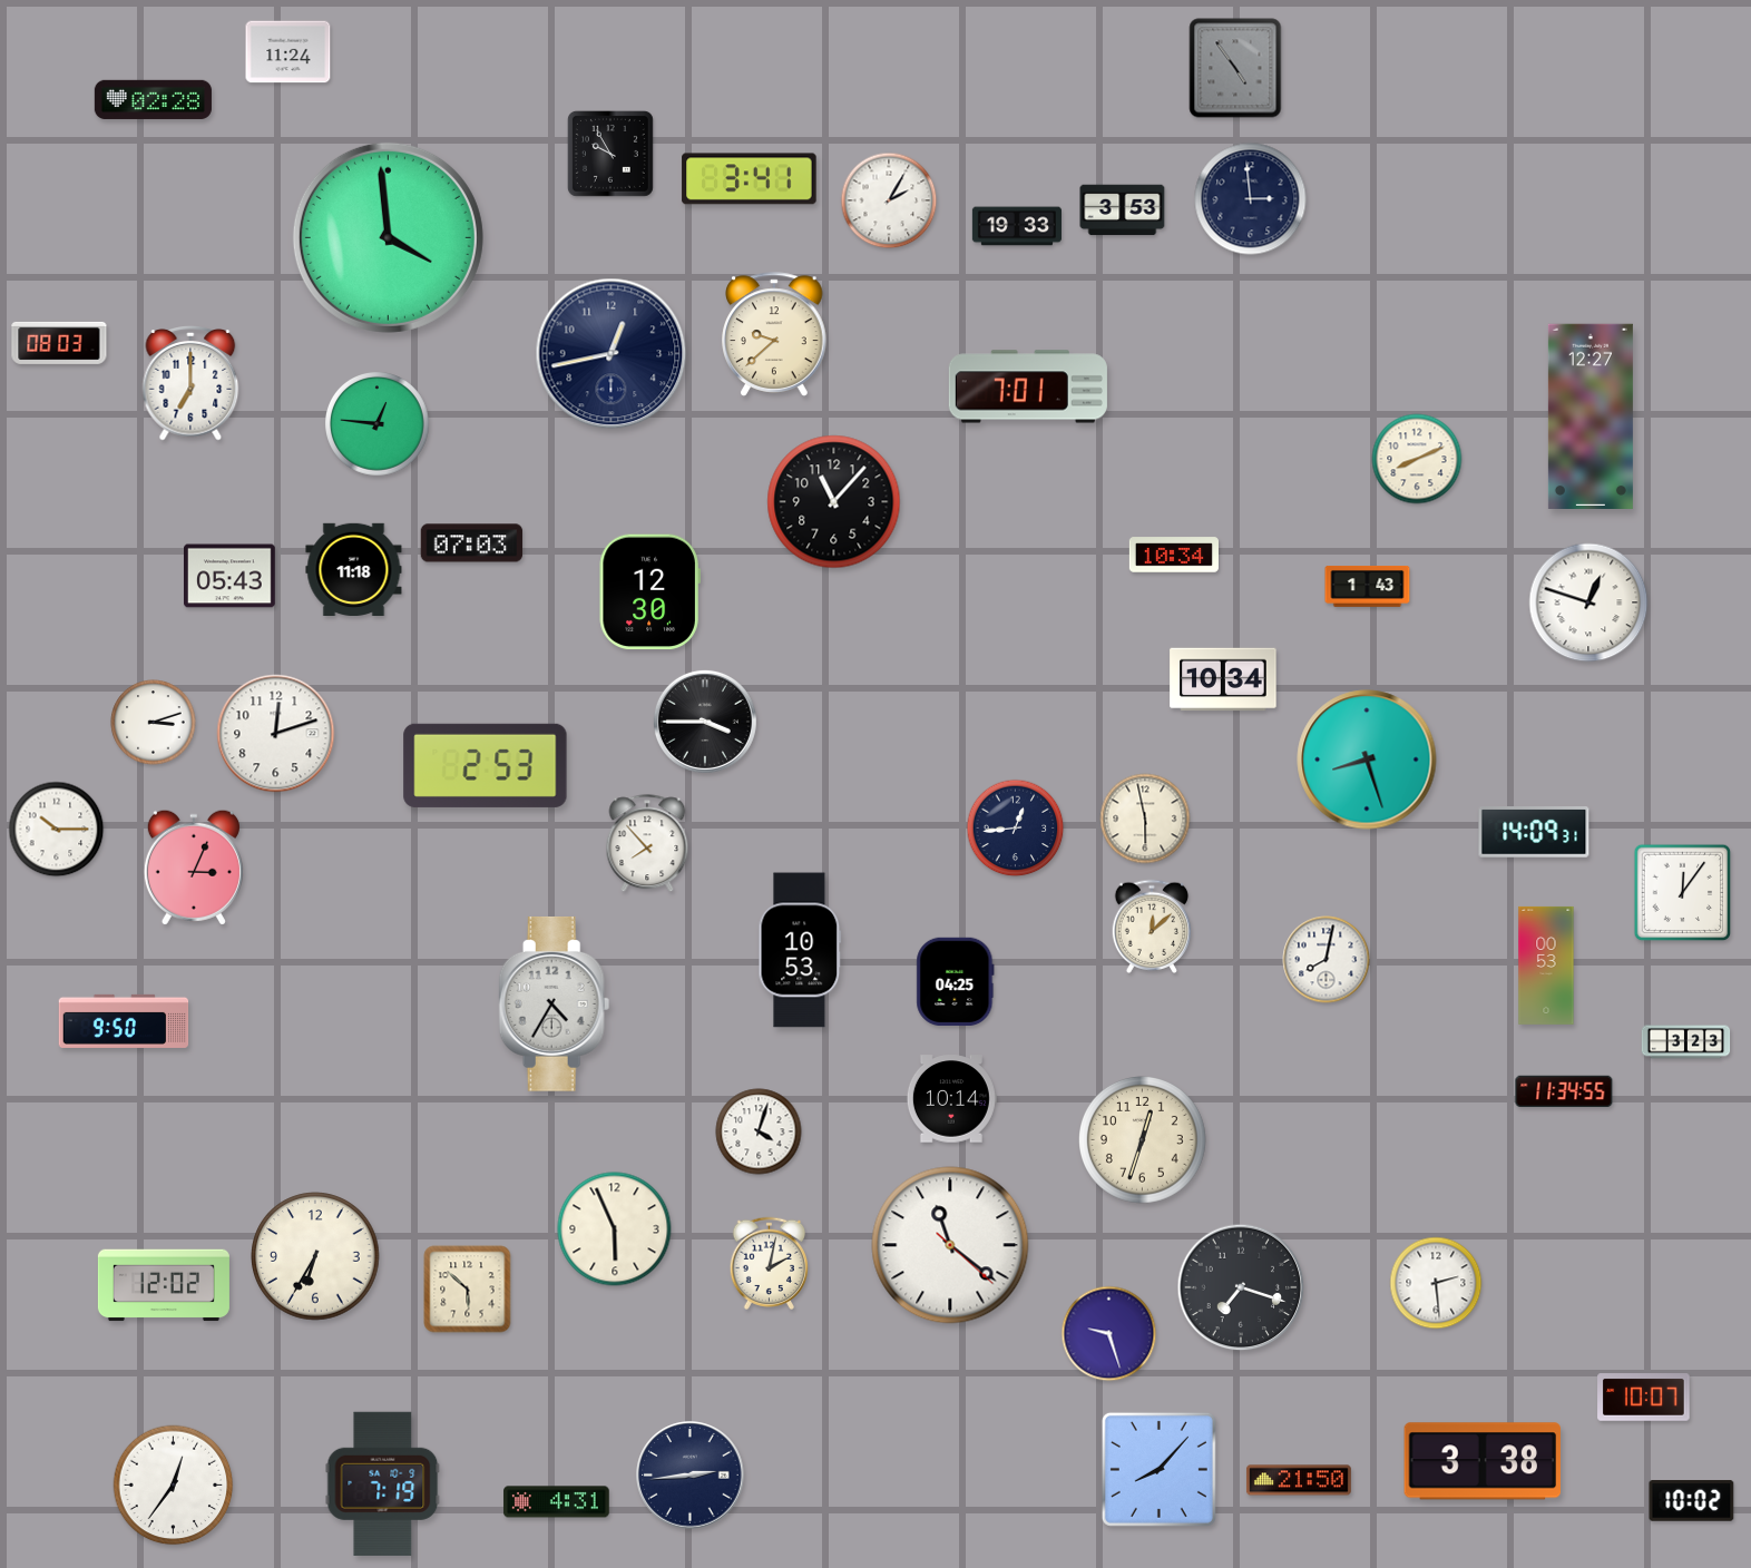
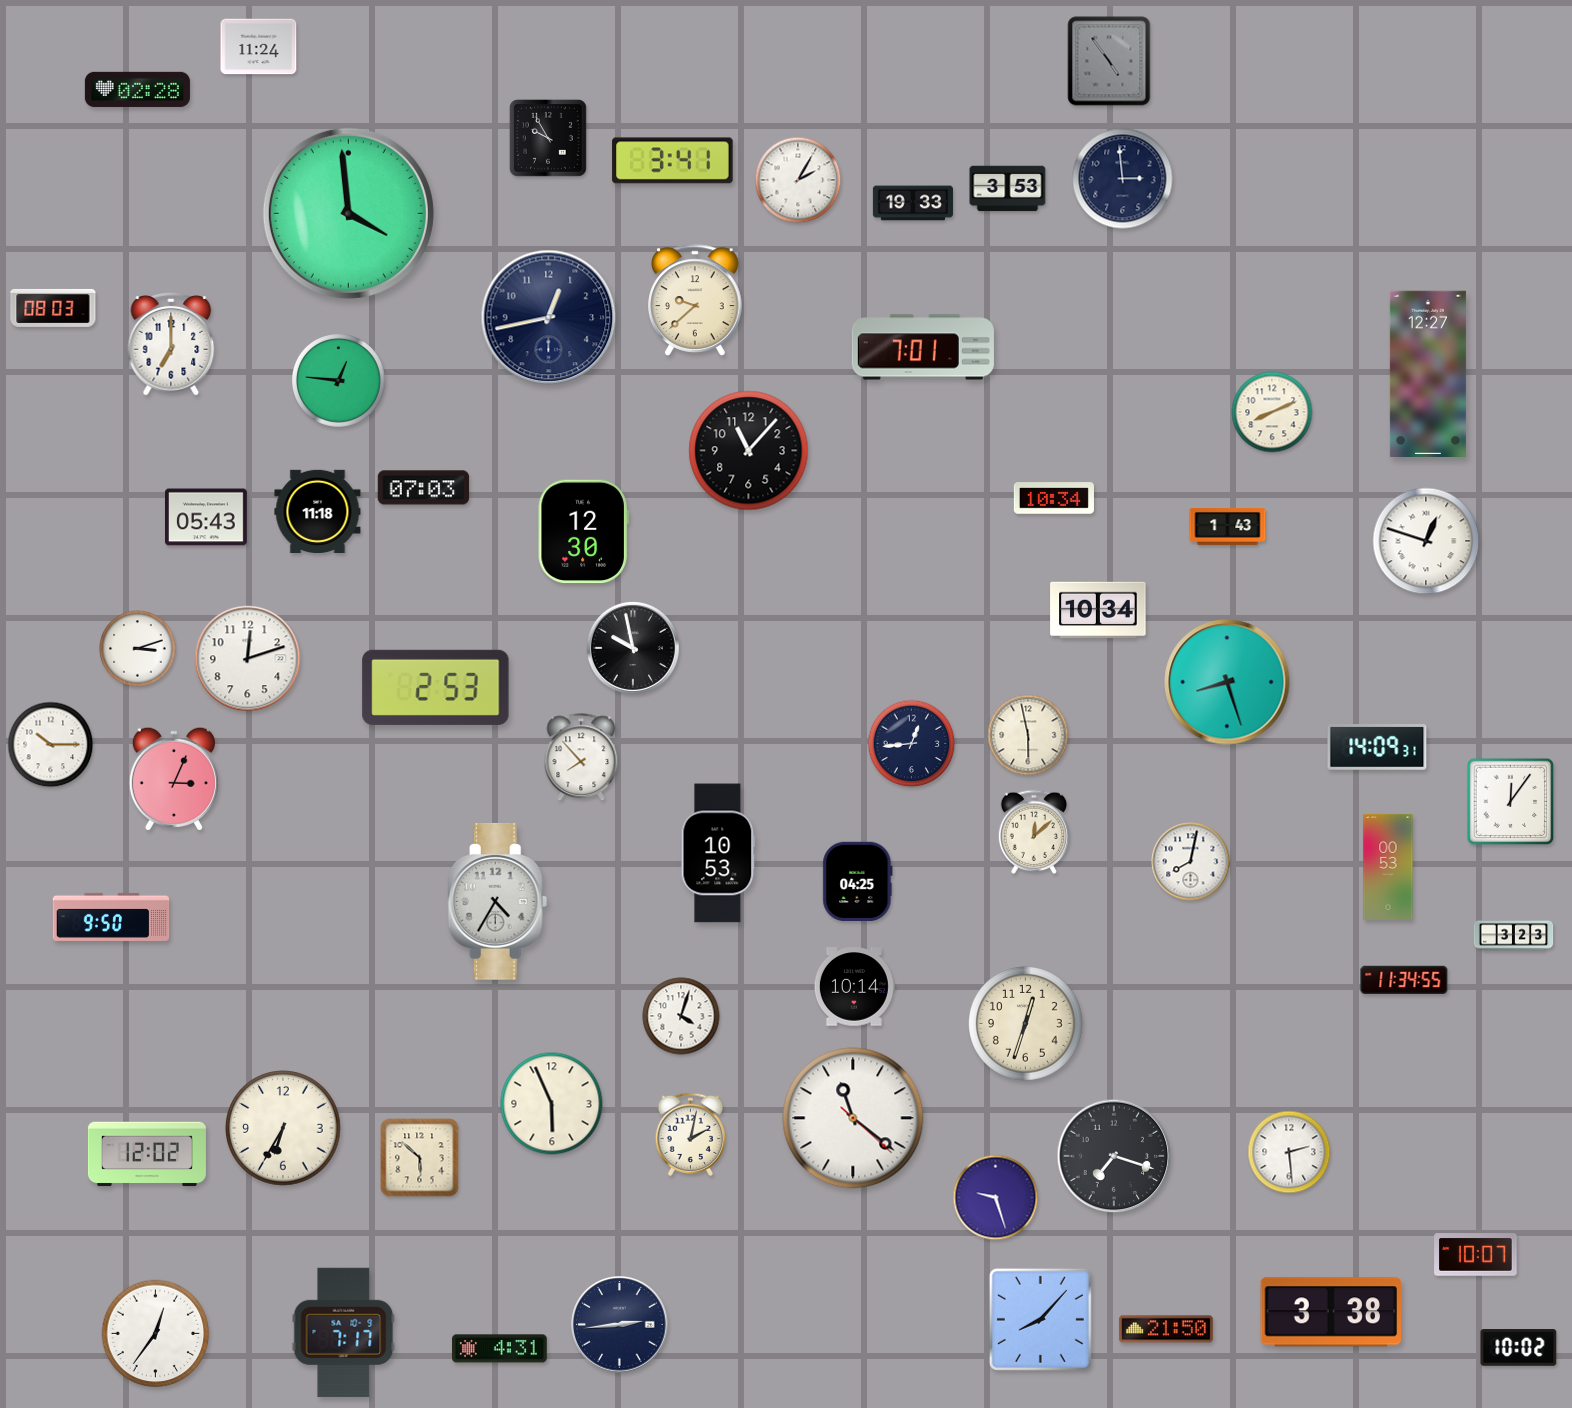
clock at (705, 722): 3:45 -> 9:58
clock at (383, 1483): 7:19 -> 7:17
